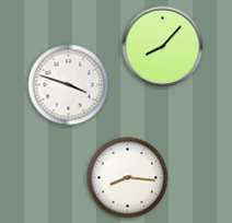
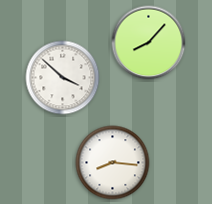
clock at (69, 85): 3:48 -> 3:52
clock at (128, 178) position: (128, 178) -> (113, 163)
